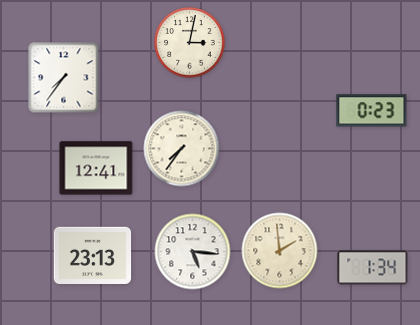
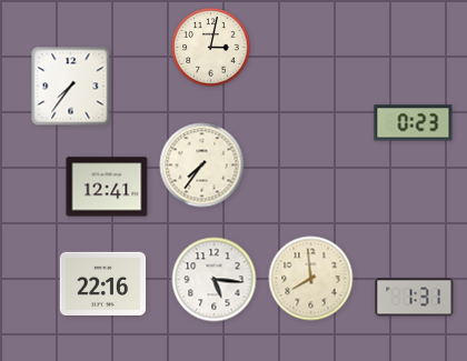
clock at (280, 251): 1:59 -> 7:59
clock at (93, 256): 23:13 -> 22:16
clock at (373, 268): 1:34 -> 1:31
